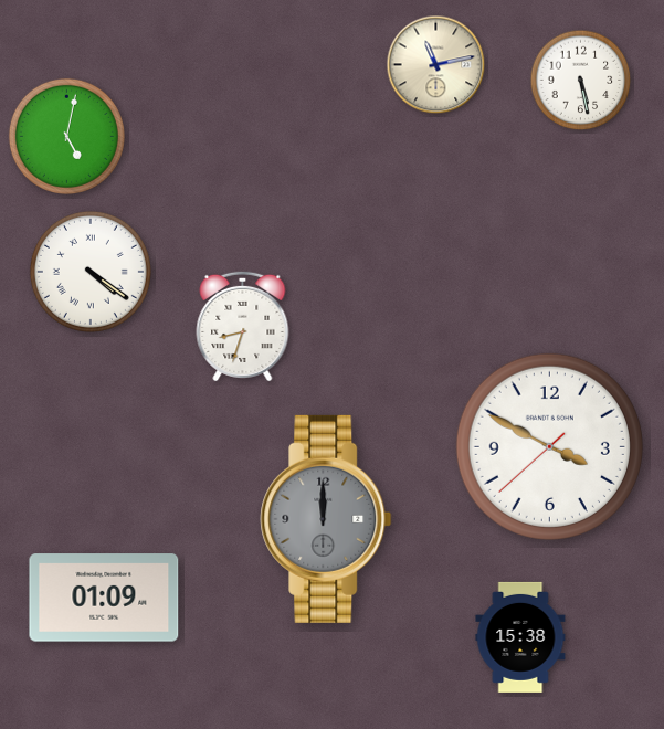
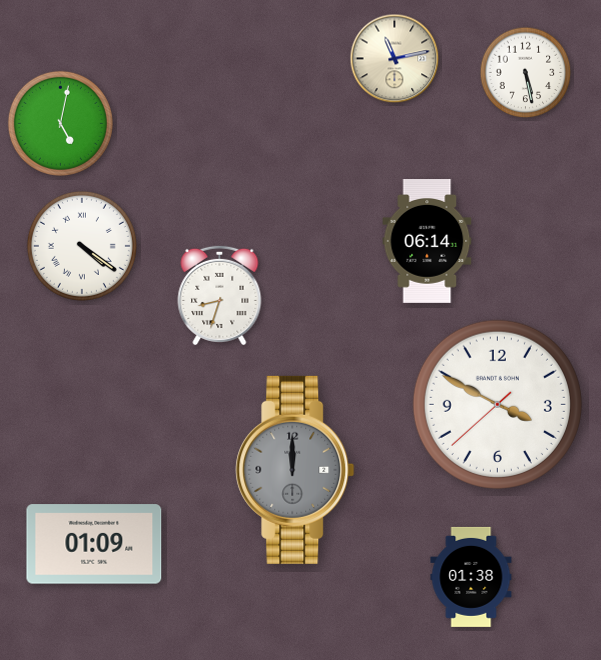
clock at (427, 242): none -> 06:14
clock at (104, 598) position: (104, 598) -> (94, 544)
clock at (520, 637): 15:38 -> 01:38
